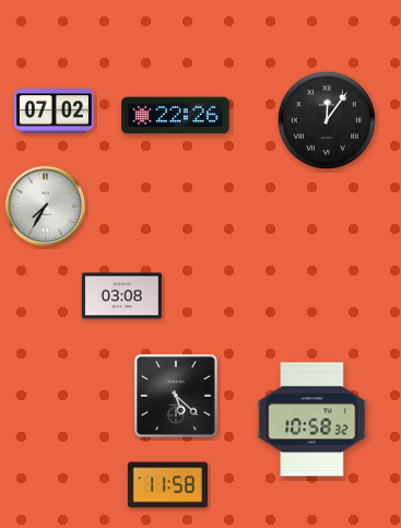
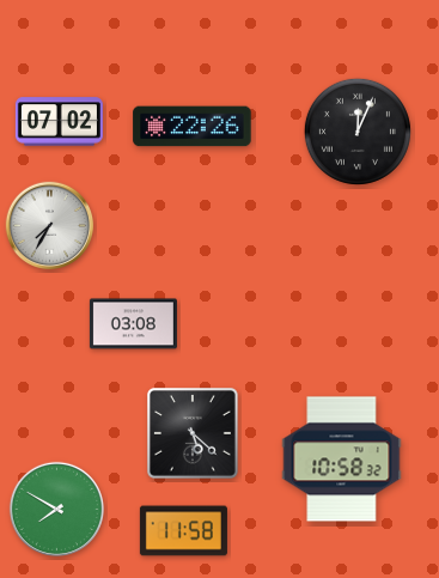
clock at (327, 120): 12:06 -> 12:04
clock at (56, 509): none -> 7:50
